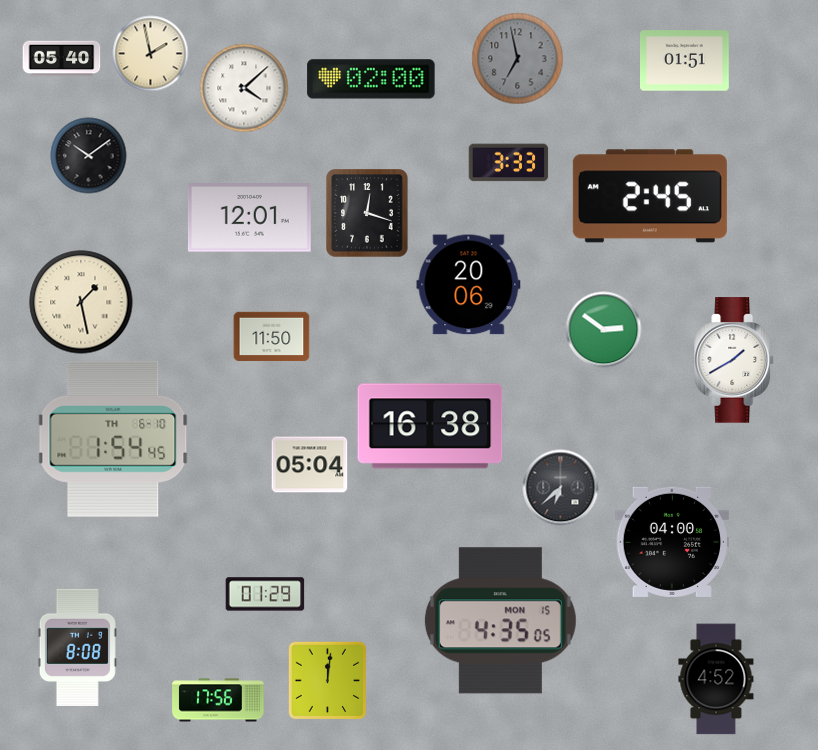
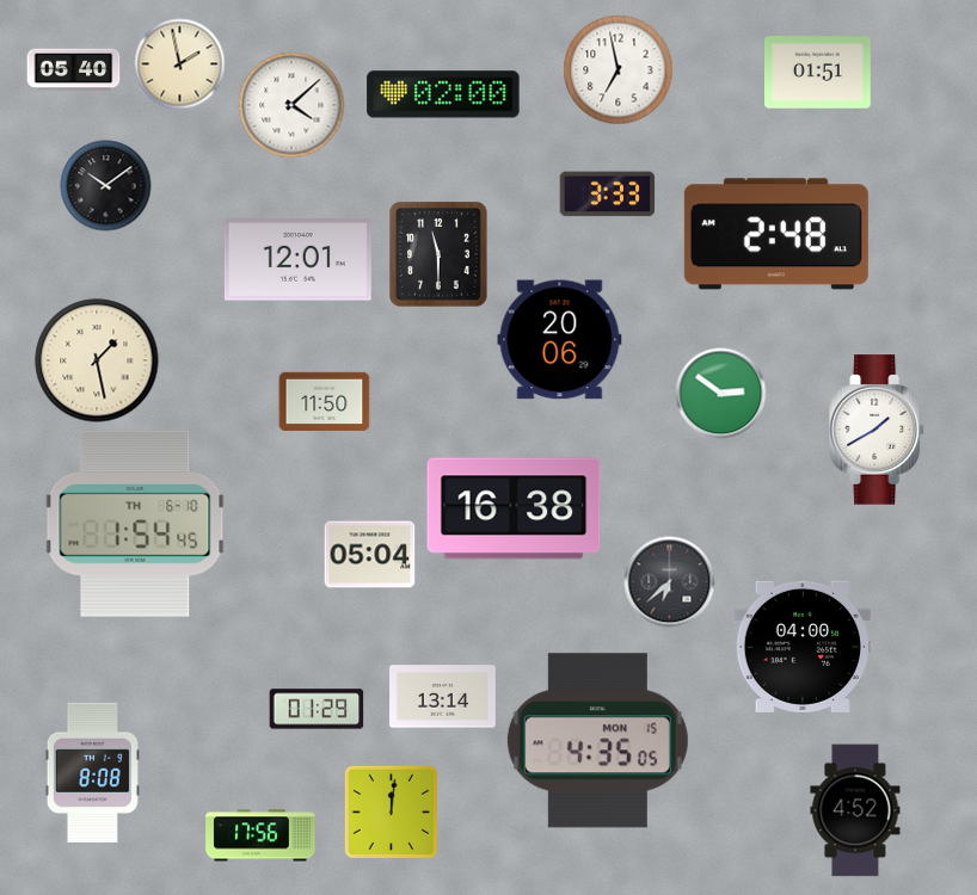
clock at (518, 59) dial: grey -> white
clock at (650, 196): 2:45 -> 2:48
clock at (367, 213): 12:18 -> 11:30
clock at (443, 697): none -> 13:14
